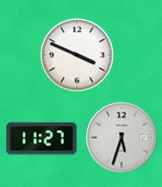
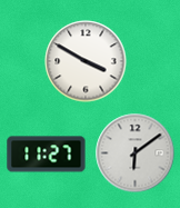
clock at (77, 55): 3:49 -> 3:50
clock at (122, 138): 5:33 -> 6:09
